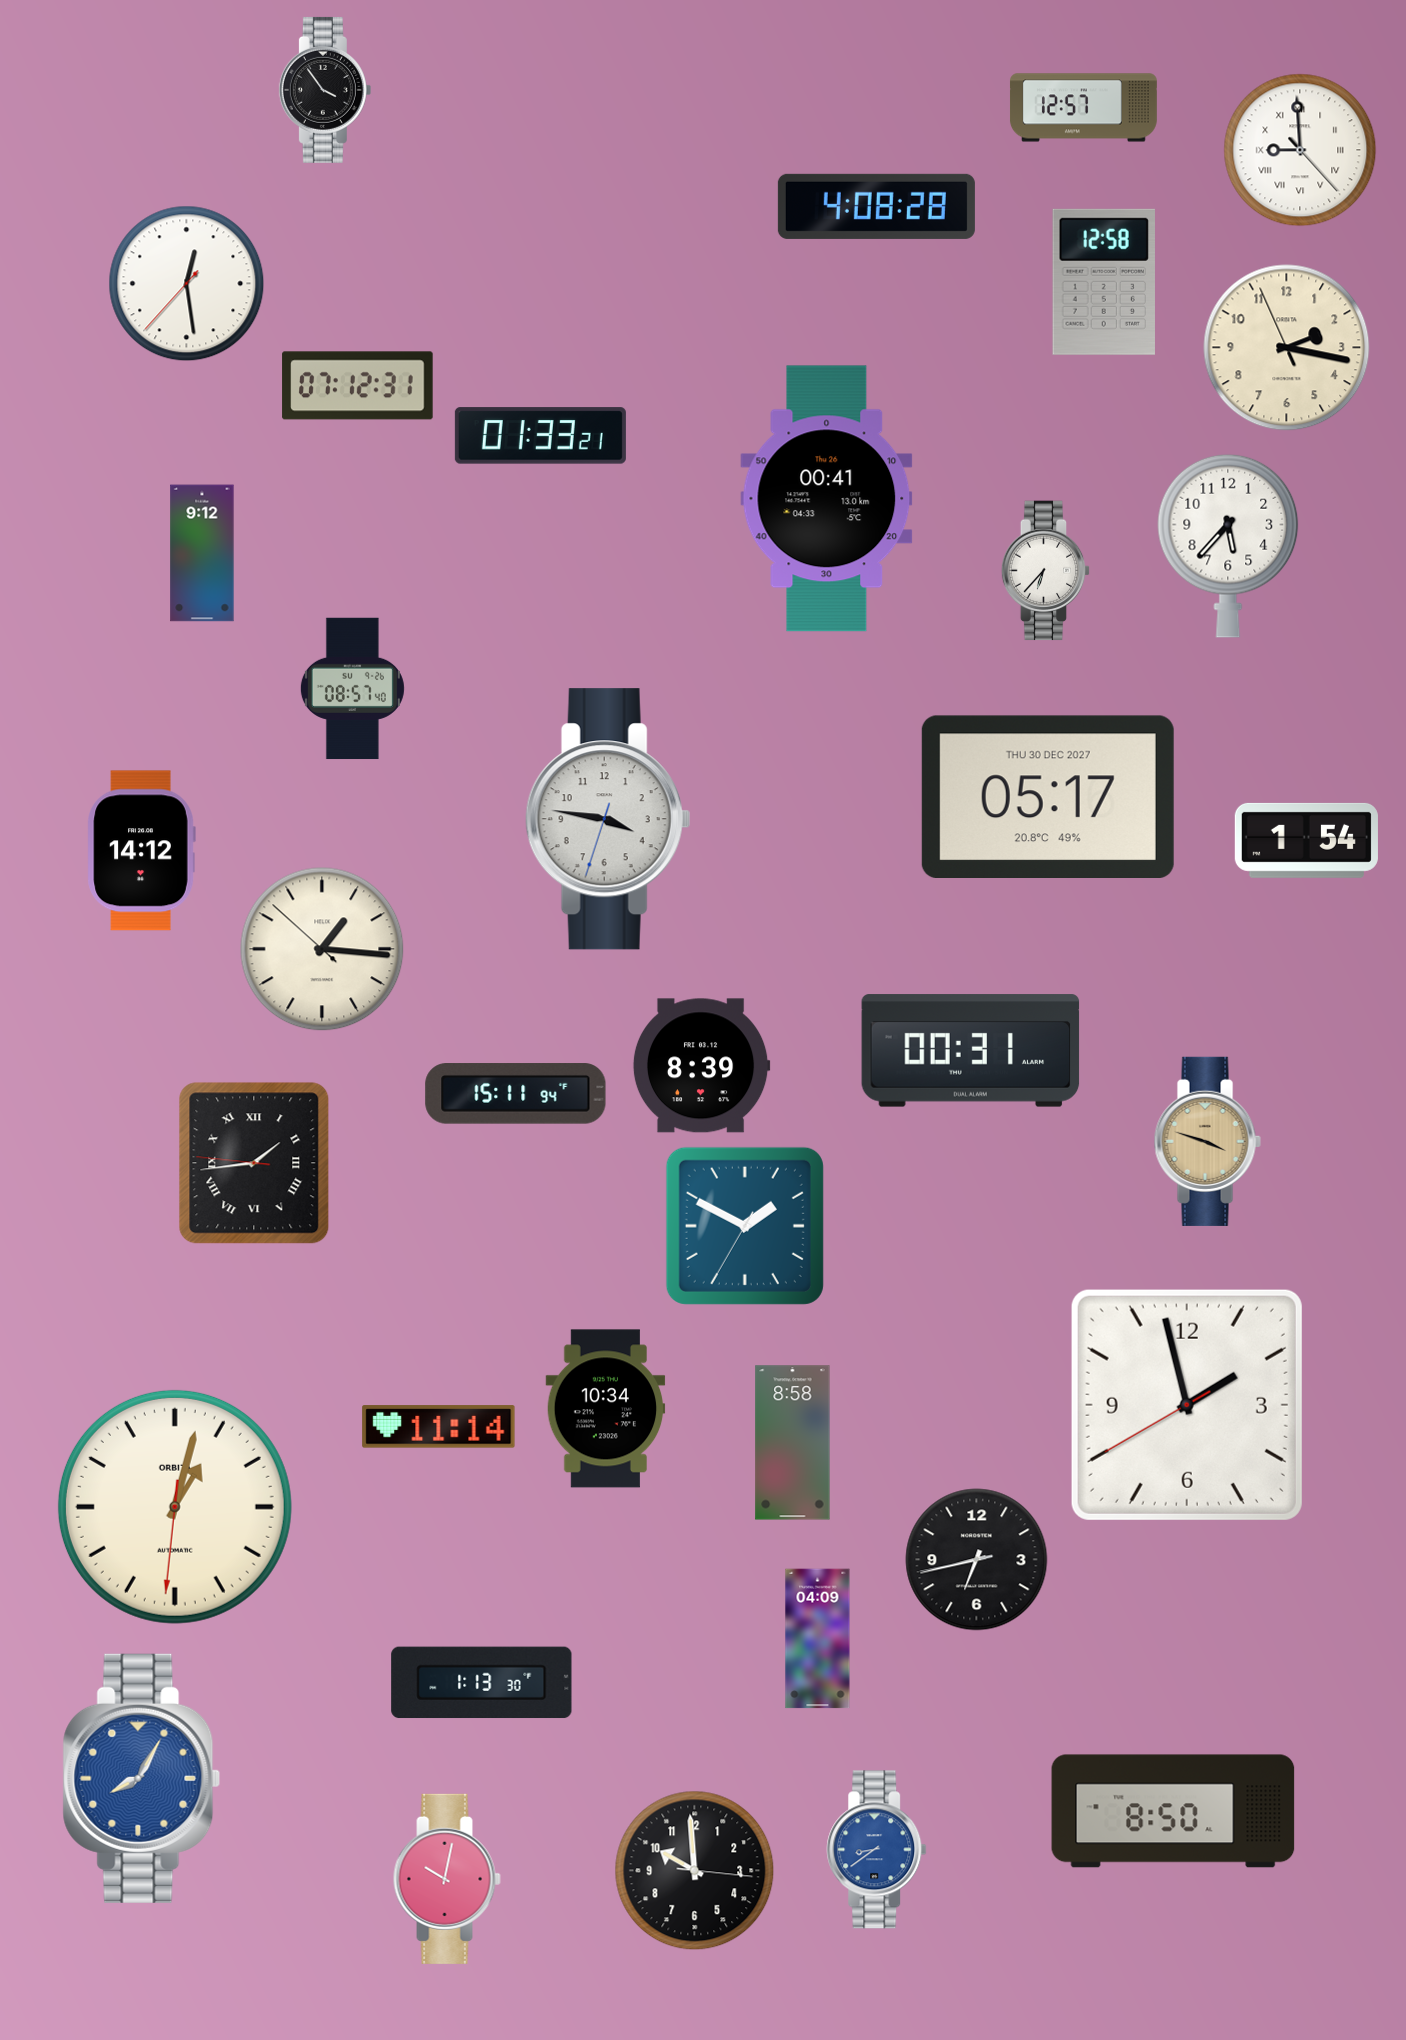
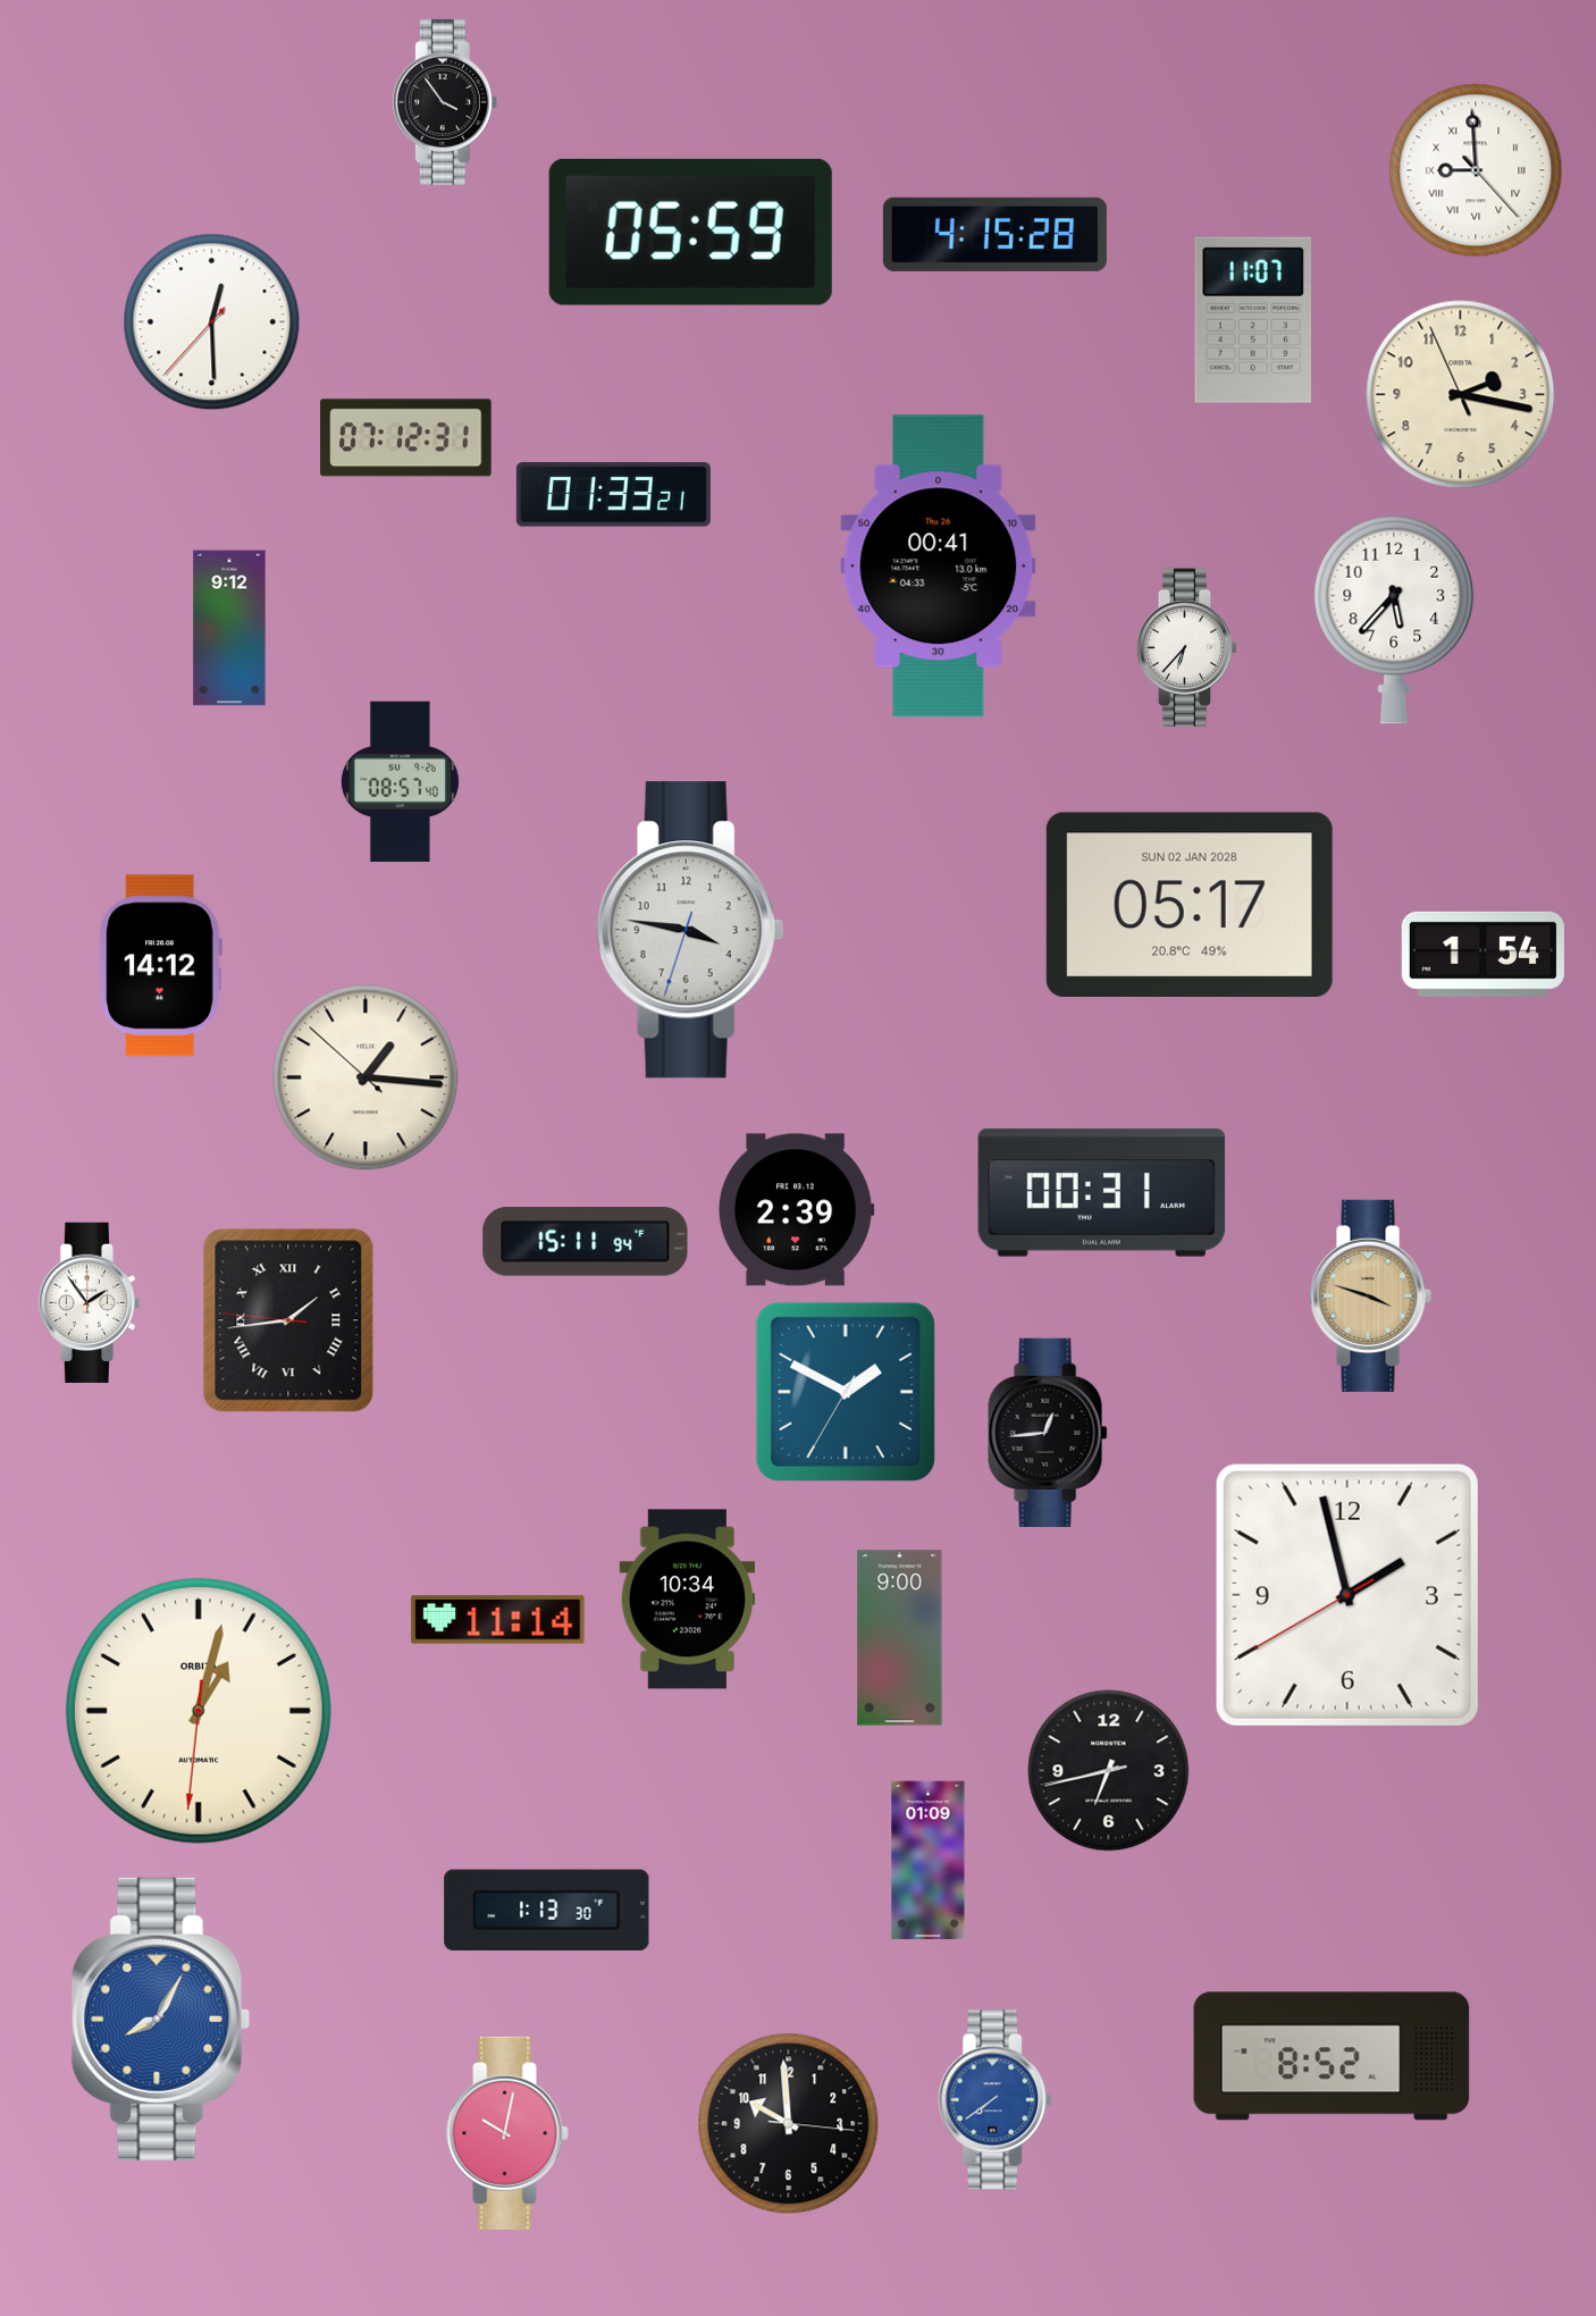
clock at (325, 90) position: (325, 90) -> (445, 102)
clock at (1083, 108): 12:57 -> none
clock at (690, 232): none -> 05:59
clock at (876, 206): 4:08 -> 4:15
clock at (1104, 282): 12:58 -> 11:07
clock at (187, 284): 12:28 -> 12:29
clock at (1048, 797) date: THU 30 DEC 2027 -> SUN 02 JAN 2028
clock at (701, 1066): 8:39 -> 2:39
clock at (90, 1302): none -> 1:54
clock at (1048, 1433): none -> 12:44
clock at (793, 1443): 8:58 -> 9:00
clock at (818, 1639): 04:09 -> 01:09
clock at (1173, 1811): 8:50 -> 8:52
clock at (877, 1850): 8:39 -> 7:39
